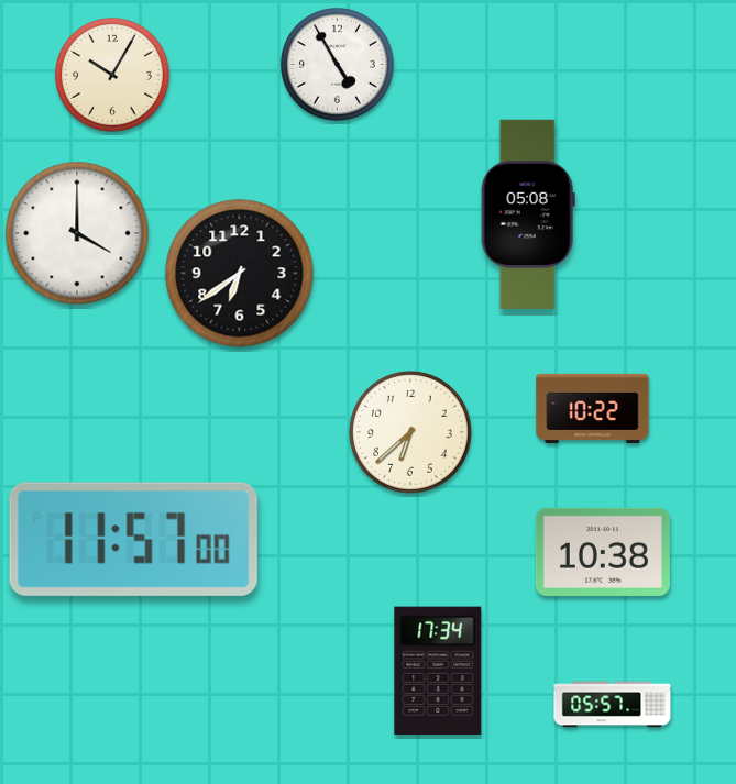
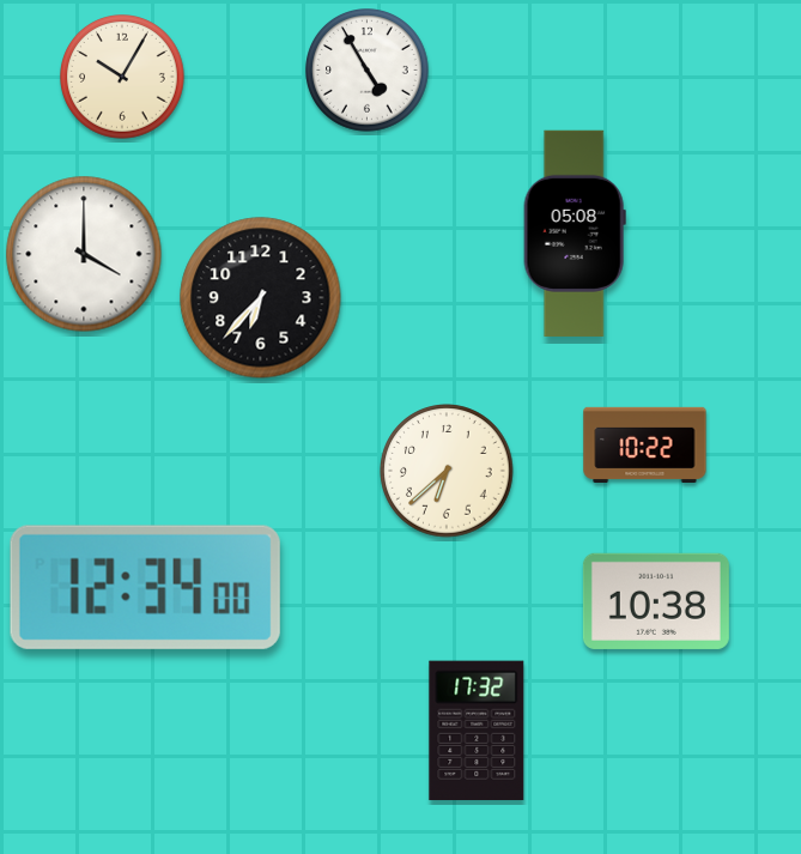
clock at (113, 76) position: (113, 76) -> (123, 78)
clock at (240, 274): 6:39 -> 6:37
clock at (133, 539): 11:57 -> 12:34
clock at (438, 670): 17:34 -> 17:32
clock at (613, 705): 05:57 -> none
